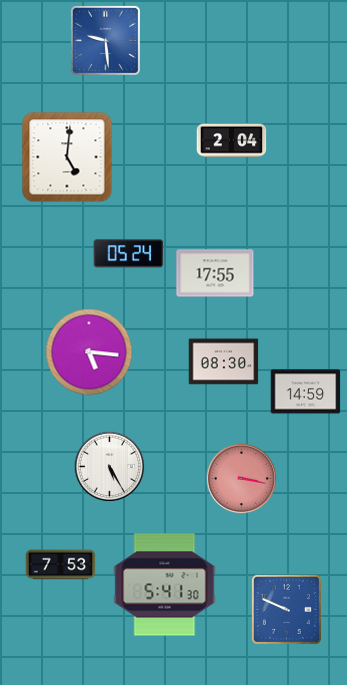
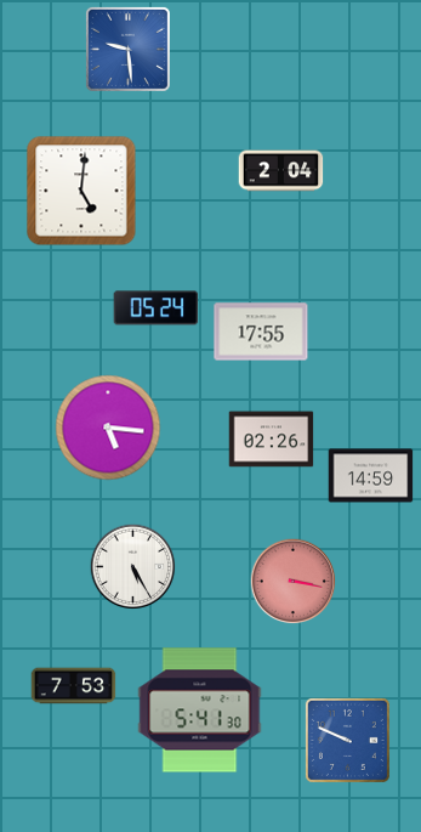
clock at (224, 362): 08:30 -> 02:26
